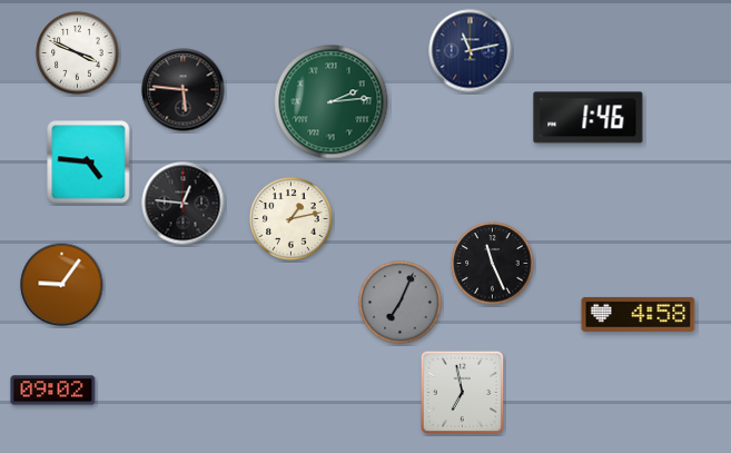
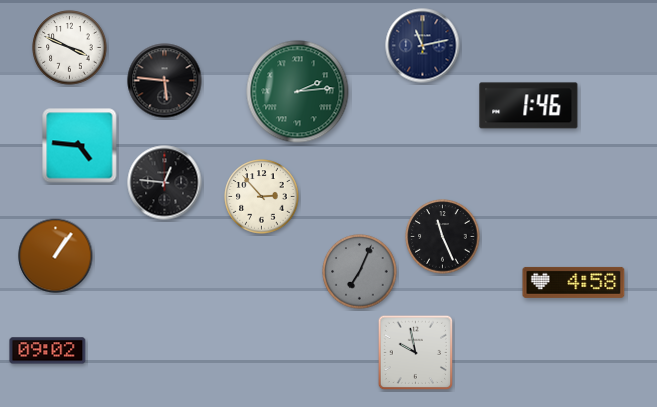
clock at (292, 219): 1:13 -> 2:53
clock at (62, 285): 9:06 -> 1:06
clock at (463, 393): 6:58 -> 9:58
